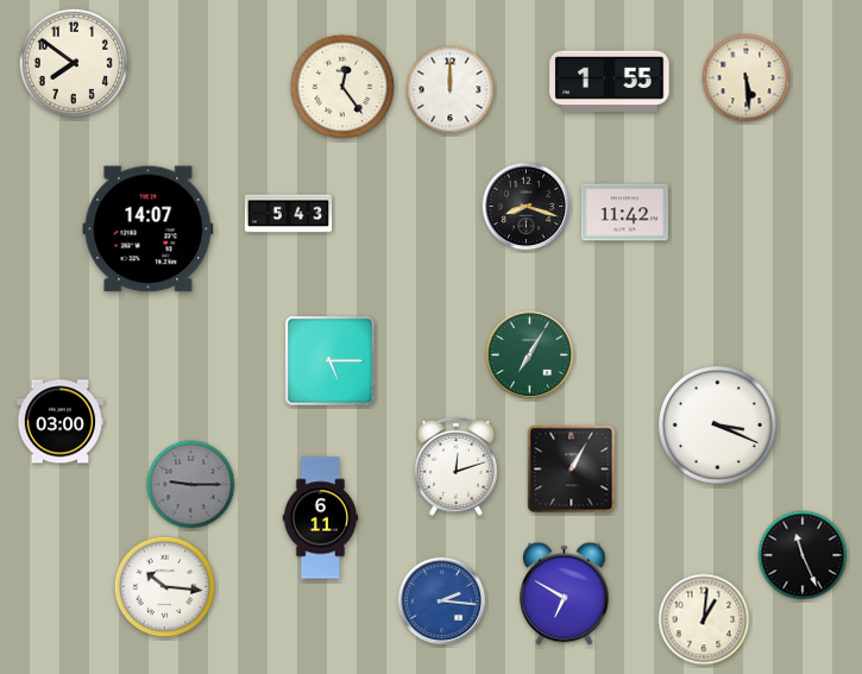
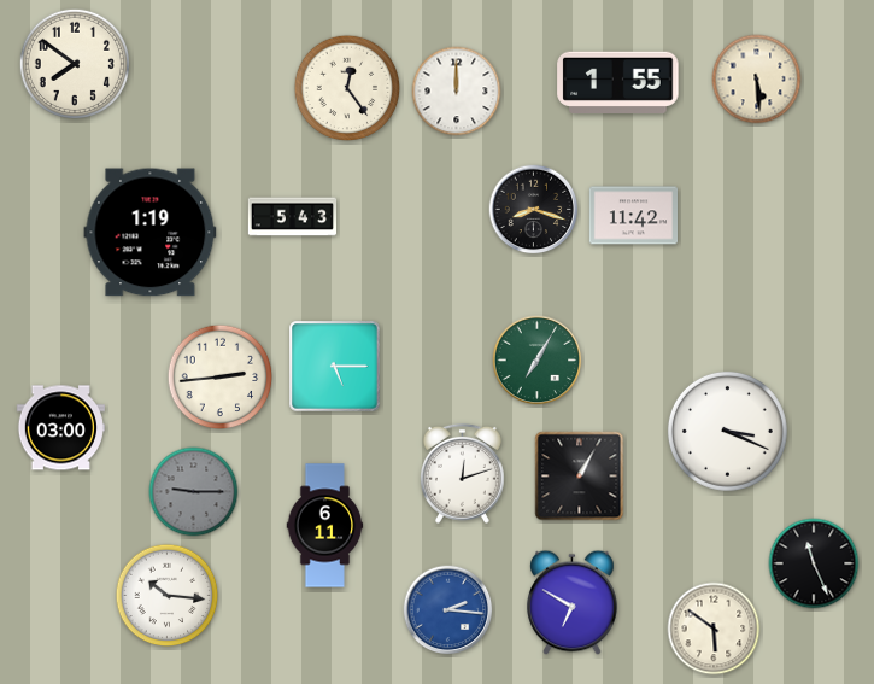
clock at (149, 229): 14:07 -> 1:19
clock at (221, 378): none -> 2:44
clock at (704, 619): 1:01 -> 5:51
